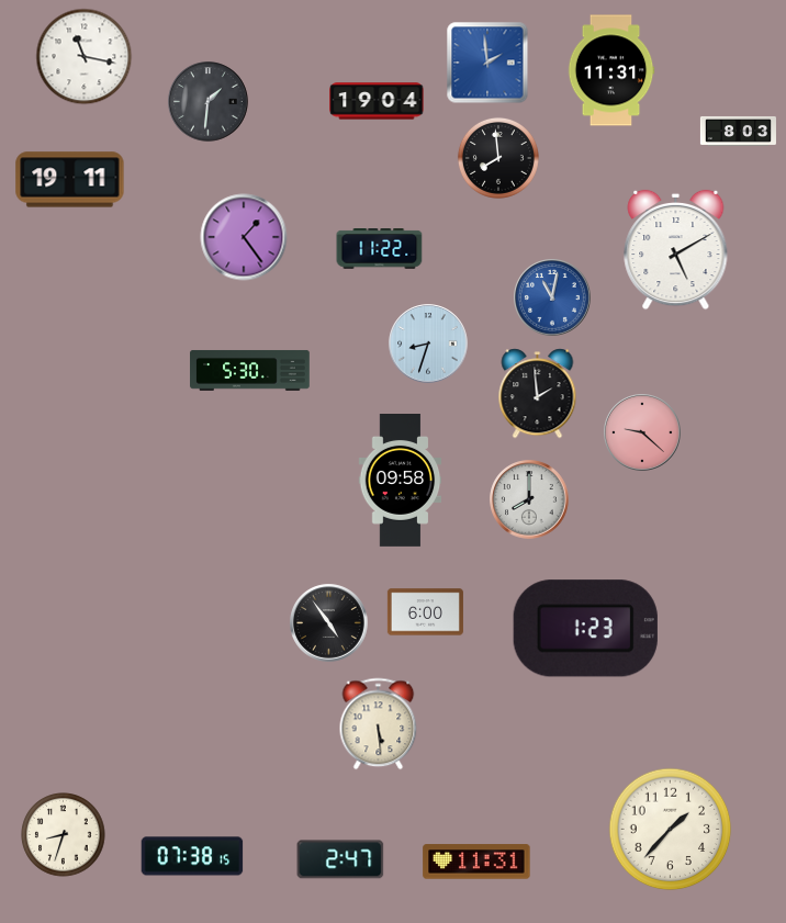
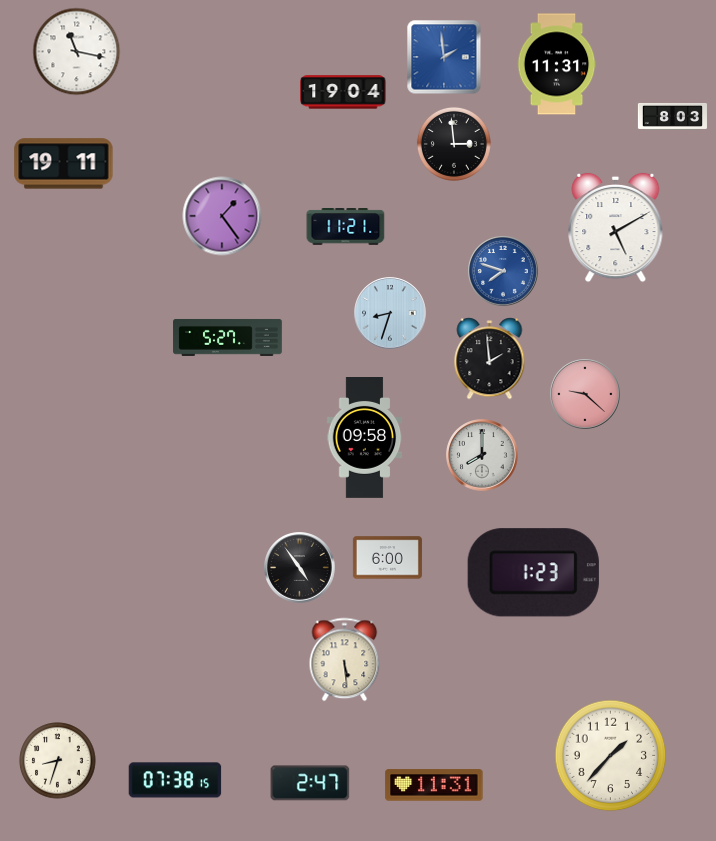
clock at (209, 102): 1:31 -> none
clock at (738, 131) position: (738, 131) -> (672, 116)
clock at (498, 158): 7:59 -> 2:59
clock at (380, 249): 11:22 -> 11:21
clock at (553, 299): 11:02 -> 7:48
clock at (250, 370): 5:30 -> 5:27
